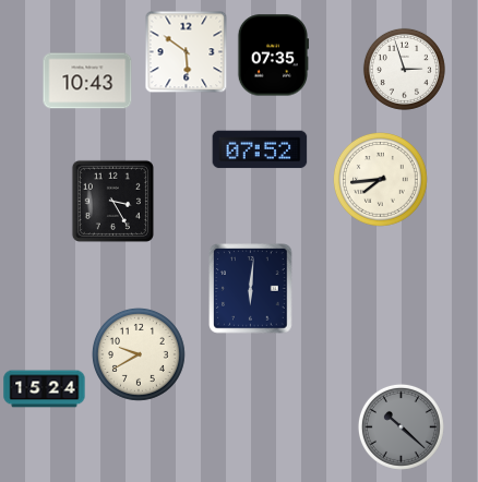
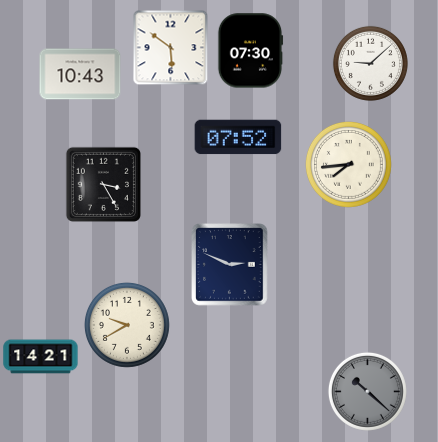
clock at (273, 56): 07:35 -> 07:30
clock at (404, 69): 2:57 -> 9:08
clock at (251, 289): 6:01 -> 2:49
clock at (45, 389): 15:24 -> 14:21
